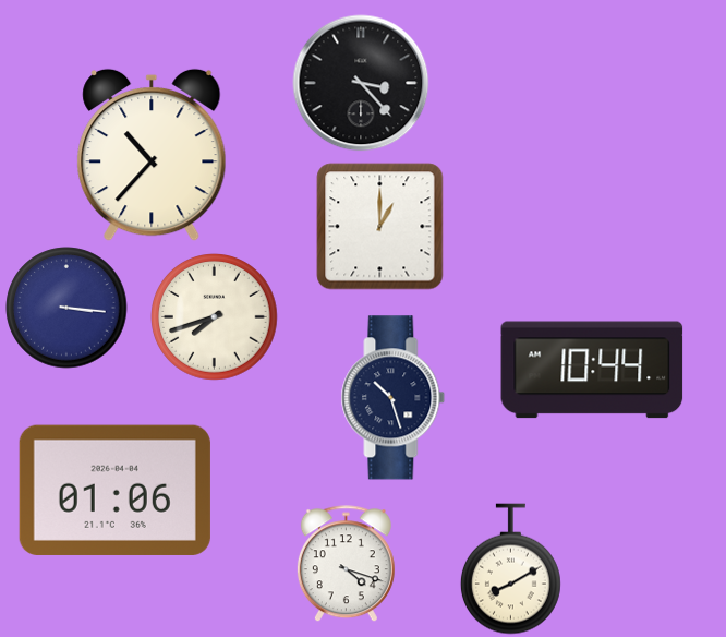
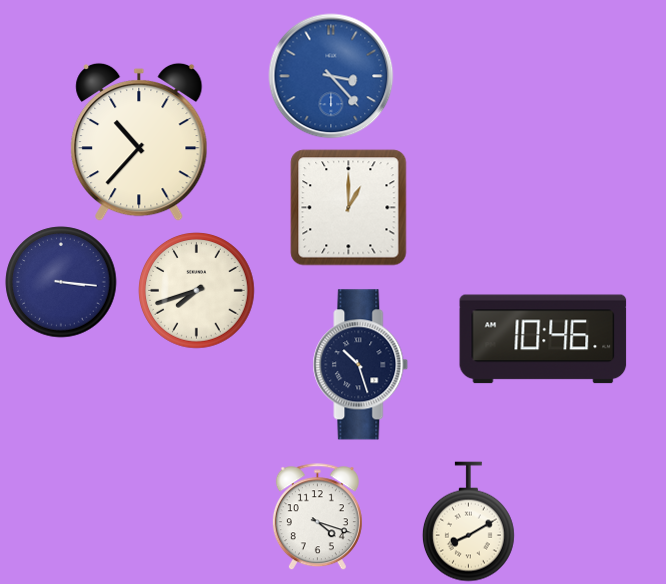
clock at (361, 83) dial: black -> blue
clock at (592, 370): 10:44 -> 10:46
clock at (114, 490): 01:06 -> none
